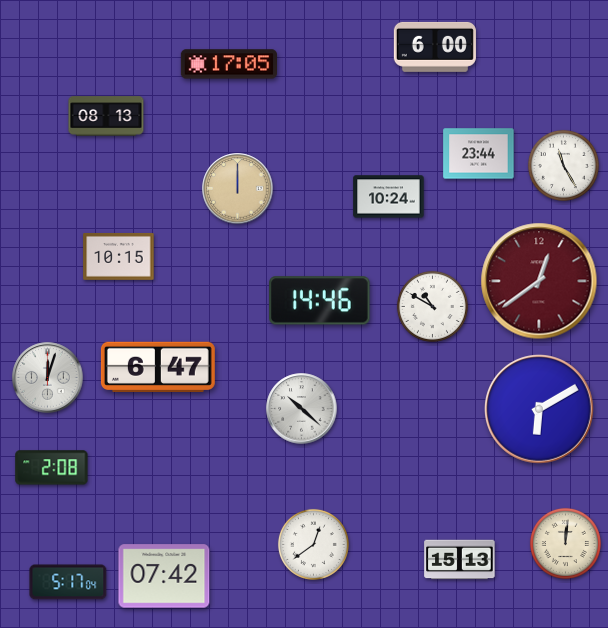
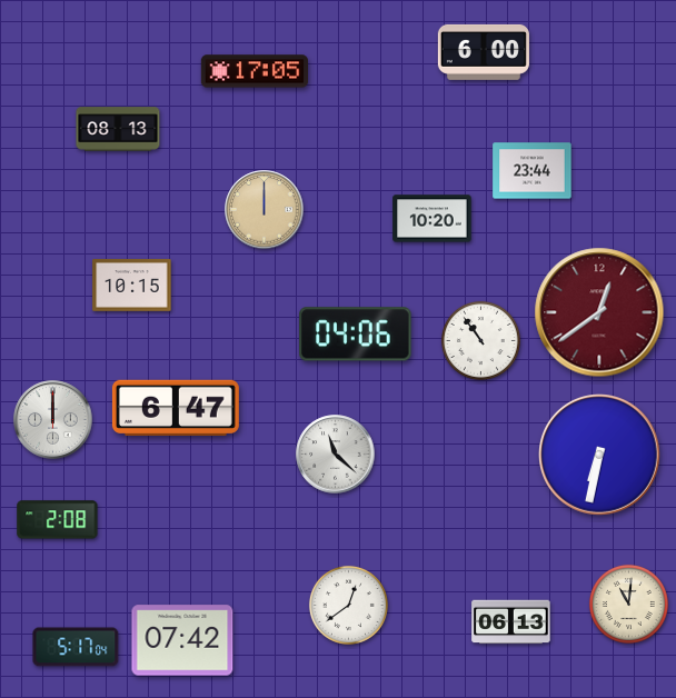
clock at (563, 165): 11:25 -> none
clock at (389, 197): 10:24 -> 10:20
clock at (320, 301): 14:46 -> 04:06
clock at (432, 306): 10:50 -> 10:54
clock at (48, 378): 12:03 -> 12:00
clock at (302, 409): 10:22 -> 11:22
clock at (540, 410): 6:10 -> 6:32
clock at (565, 543): 12:01 -> 11:01
clock at (460, 560): 15:13 -> 06:13
